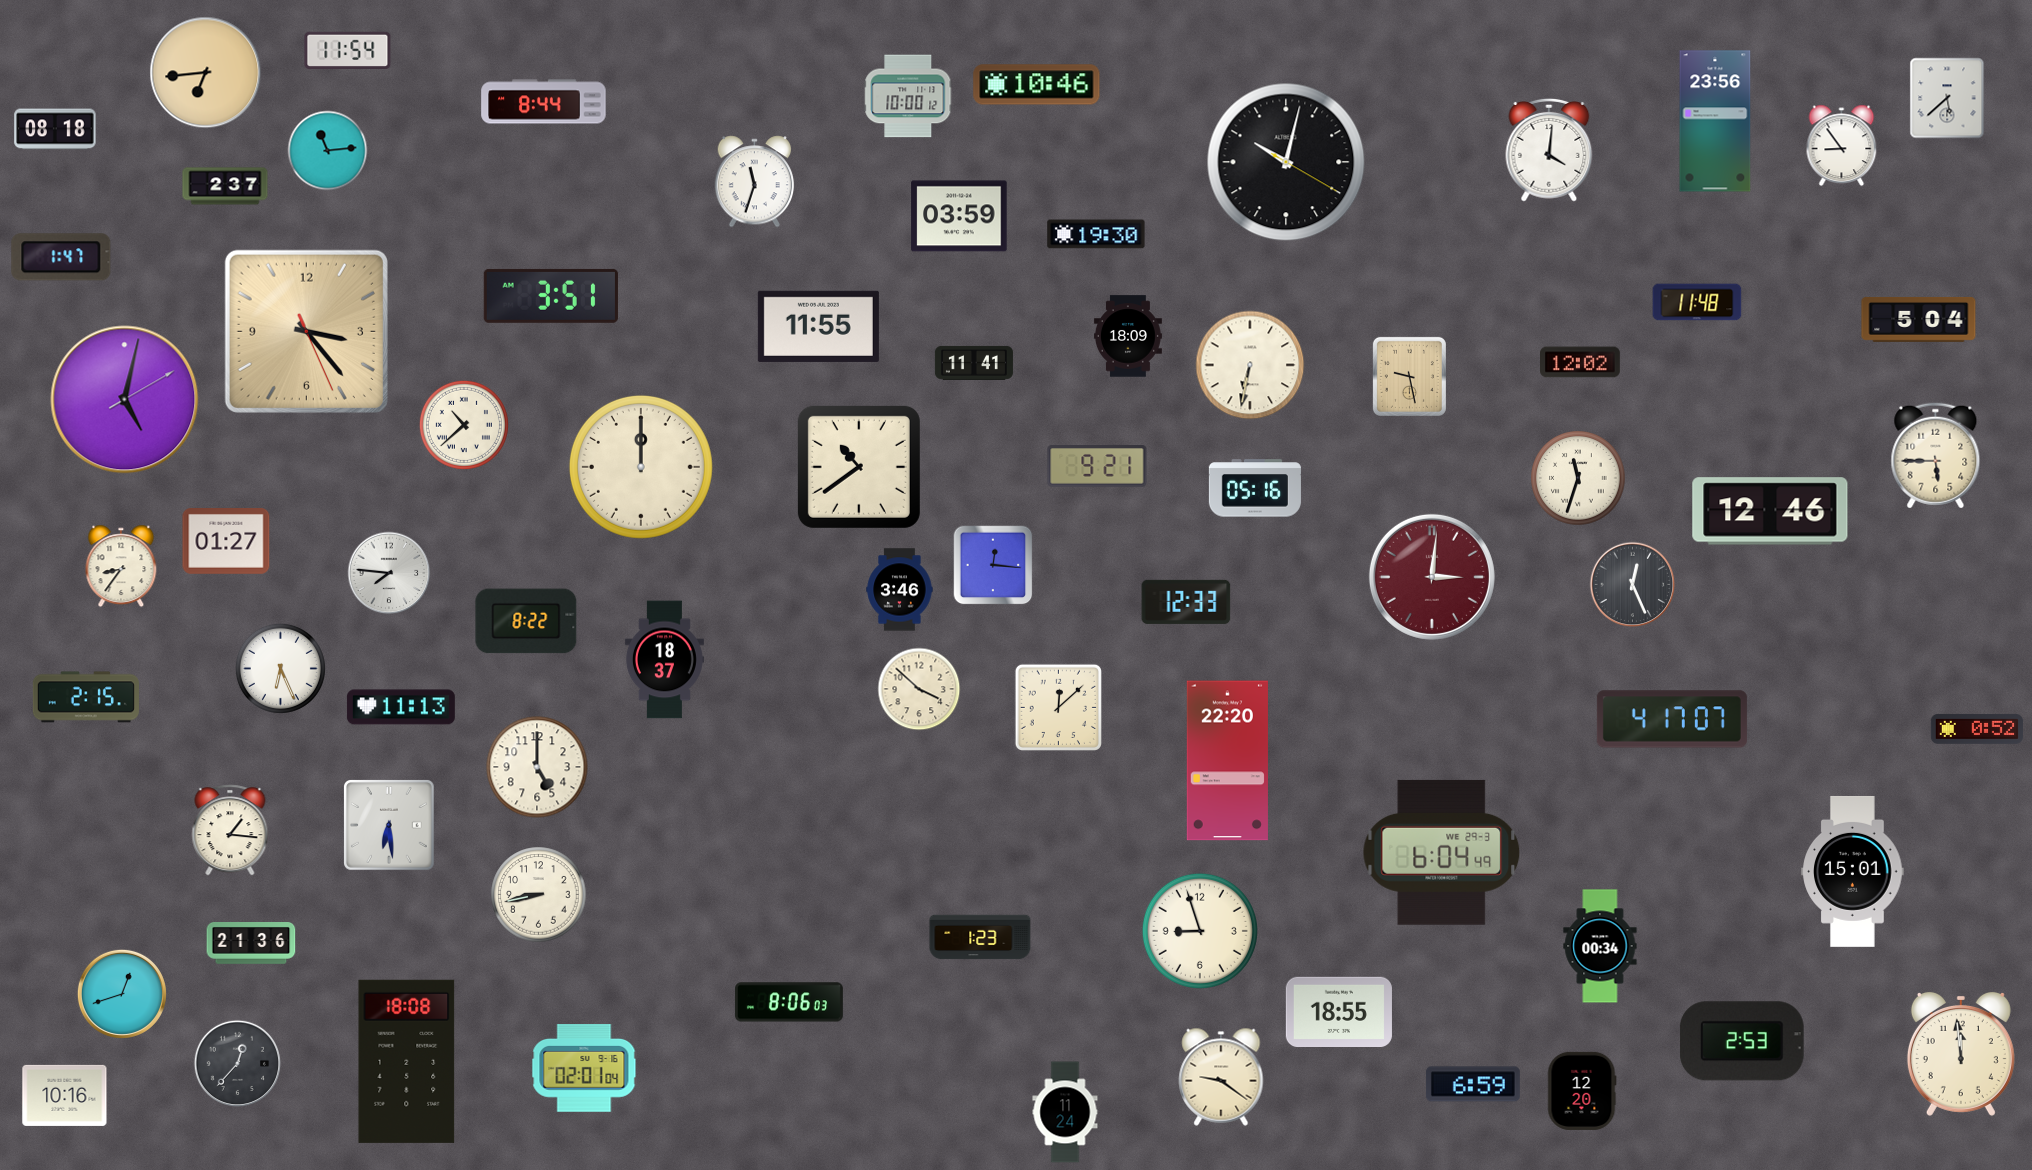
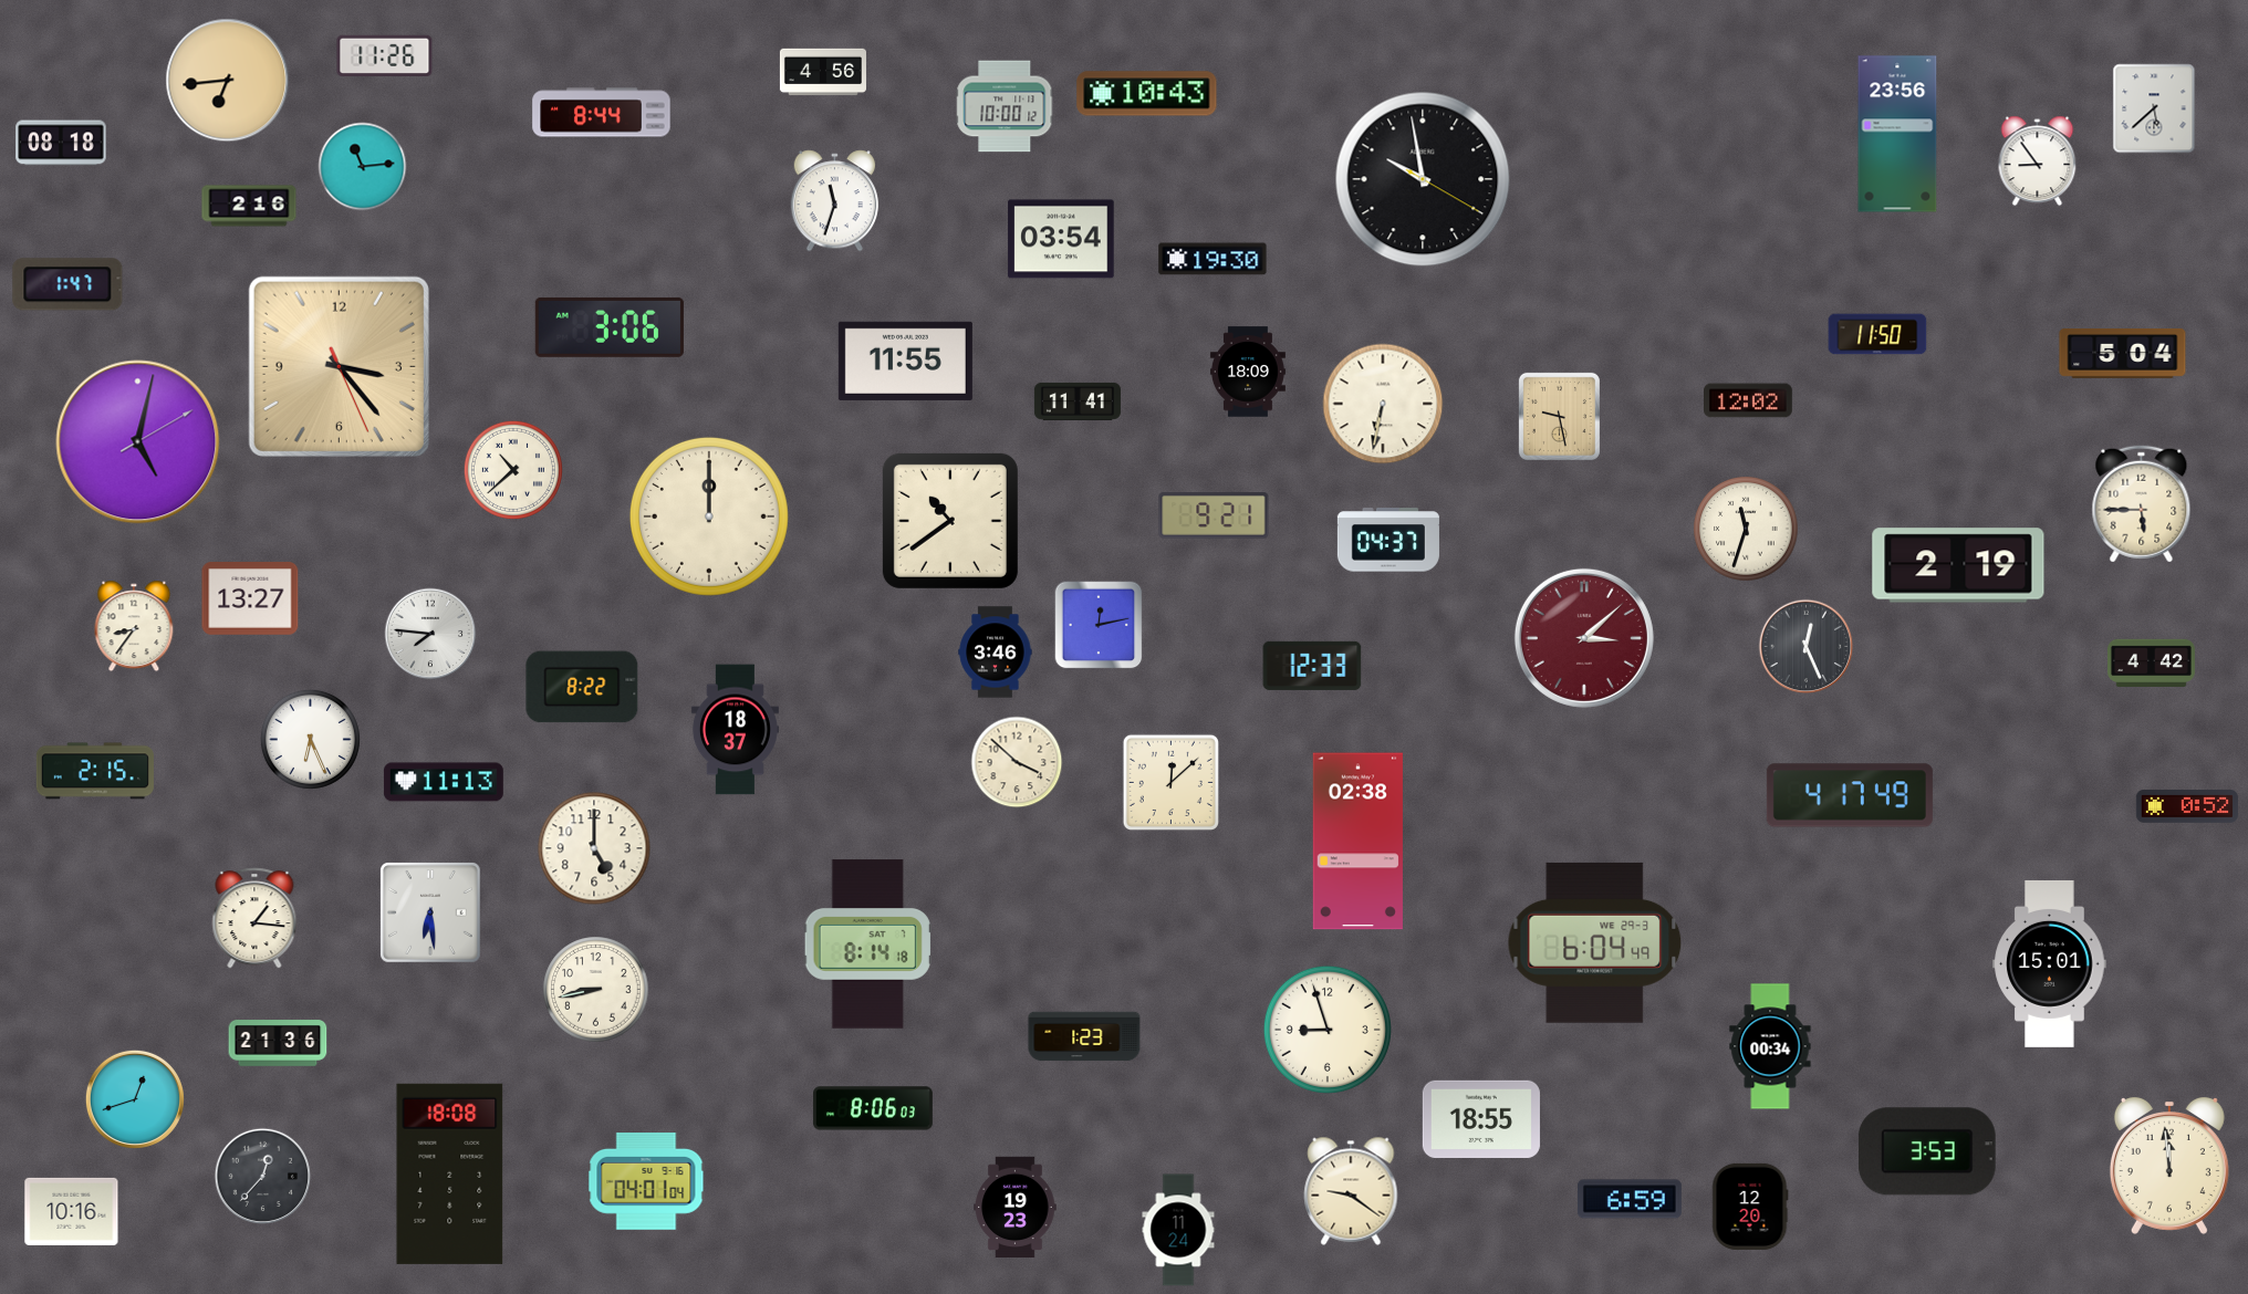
clock at (348, 50): 11:54 -> 11:26
clock at (823, 72): none -> 4:56
clock at (1037, 85): 10:46 -> 10:43
clock at (1549, 150): 4:01 -> none
clock at (1286, 162): 10:02 -> 9:58
clock at (225, 186): 2:37 -> 2:16
clock at (959, 216): 03:59 -> 03:54
clock at (551, 296): 3:51 -> 3:06
clock at (1697, 302): 11:48 -> 11:50
clock at (859, 467) position: (859, 467) -> (950, 521)
clock at (1255, 488): 05:16 -> 04:37
clock at (1770, 511): 12:46 -> 2:19
clock at (226, 542): 01:27 -> 13:27
clock at (993, 565): 12:16 -> 12:13
clock at (1432, 577): 3:01 -> 3:08
clock at (2151, 662): none -> 4:42
clock at (1672, 719): 4:17:07 -> 4:17:49
clock at (1227, 761): 22:20 -> 02:38
clock at (867, 945): none -> 8:14
clock at (1742, 1041): 2:53 -> 3:53
clock at (584, 1069): 02:01 -> 04:01
clock at (1016, 1207): none -> 19:23
